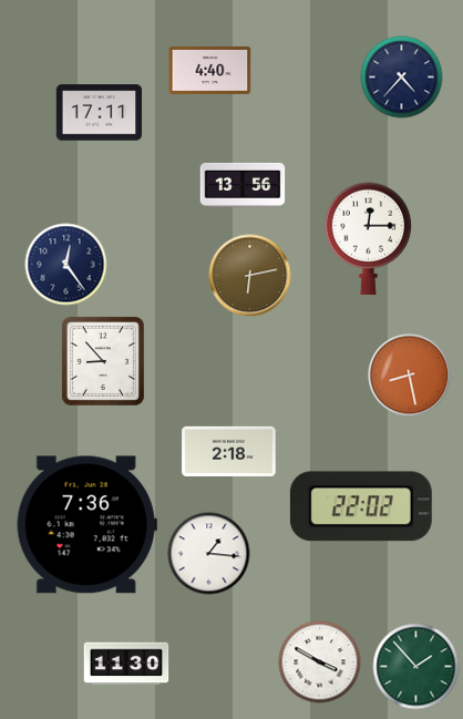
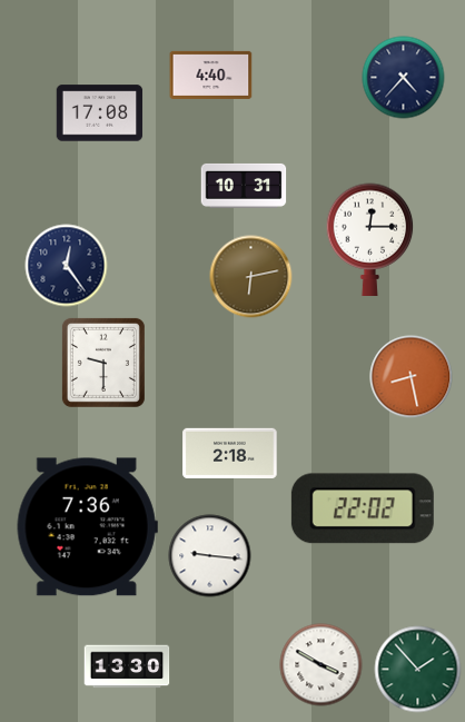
clock at (210, 70) position: (210, 70) -> (211, 75)
clock at (100, 113): 17:11 -> 17:08
clock at (243, 185): 13:56 -> 10:31
clock at (103, 361): 8:53 -> 9:30
clock at (209, 554): 1:16 -> 9:16
clock at (126, 664): 11:30 -> 13:30
